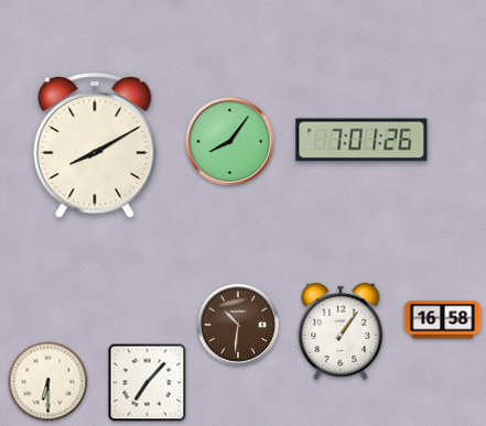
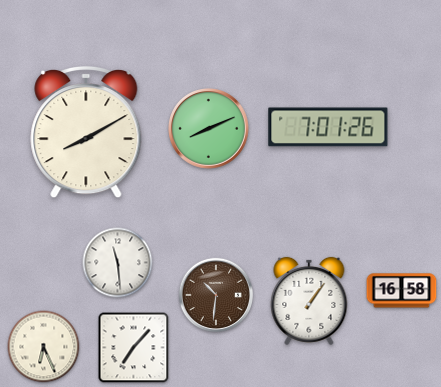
clock at (230, 142): 8:06 -> 8:11
clock at (118, 263): none -> 11:29
clock at (48, 382): 6:30 -> 6:26
